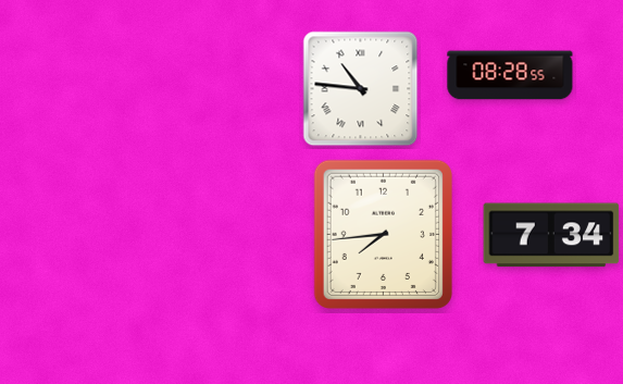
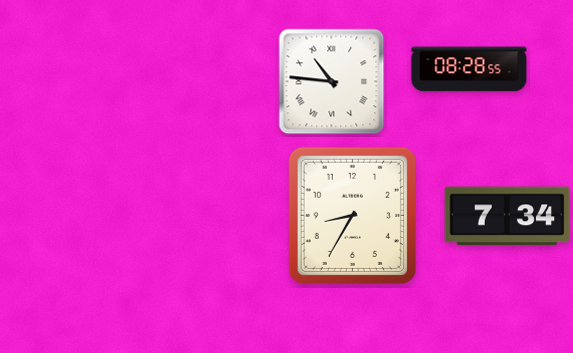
clock at (383, 234): 7:44 -> 8:35
